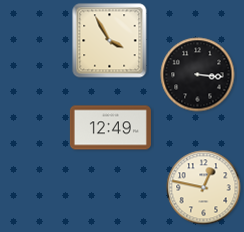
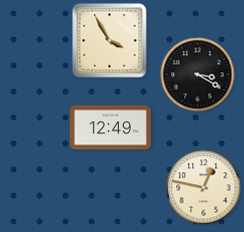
clock at (198, 75): 3:16 -> 3:20
